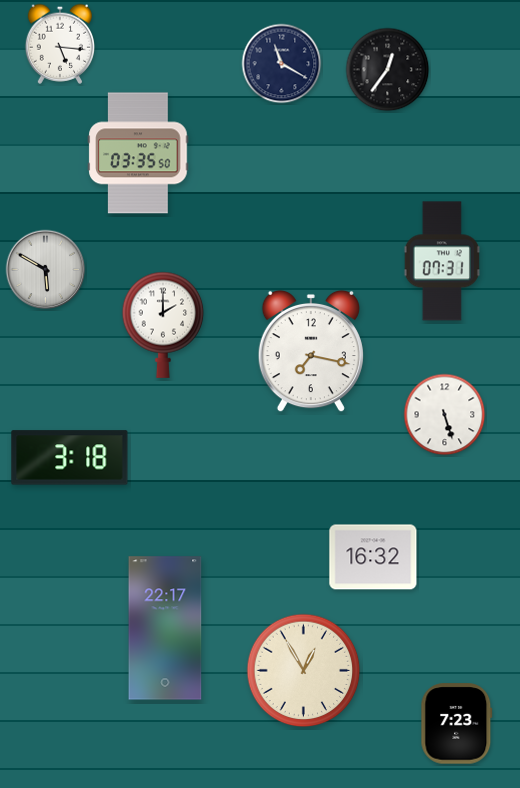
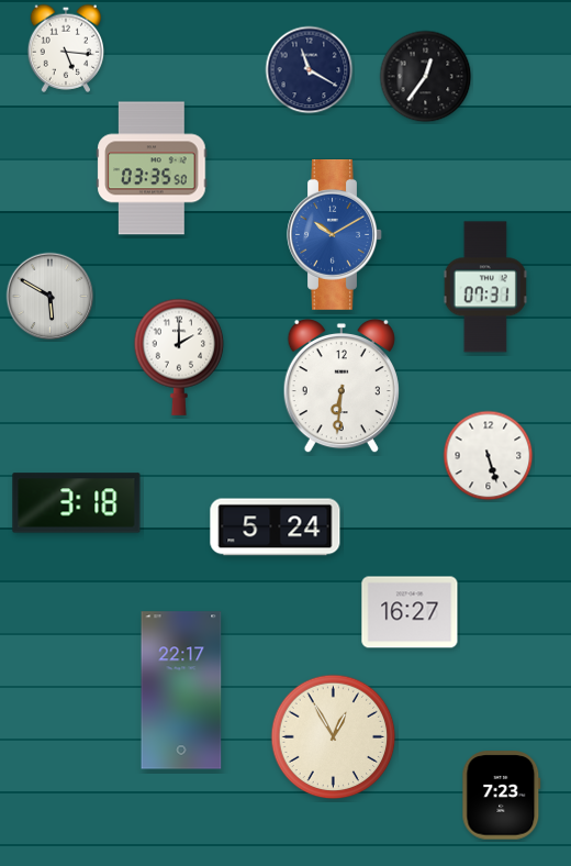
clock at (335, 234): none -> 10:10
clock at (311, 351): 7:17 -> 6:31
clock at (276, 528): none -> 5:24
clock at (373, 557): 16:32 -> 16:27
